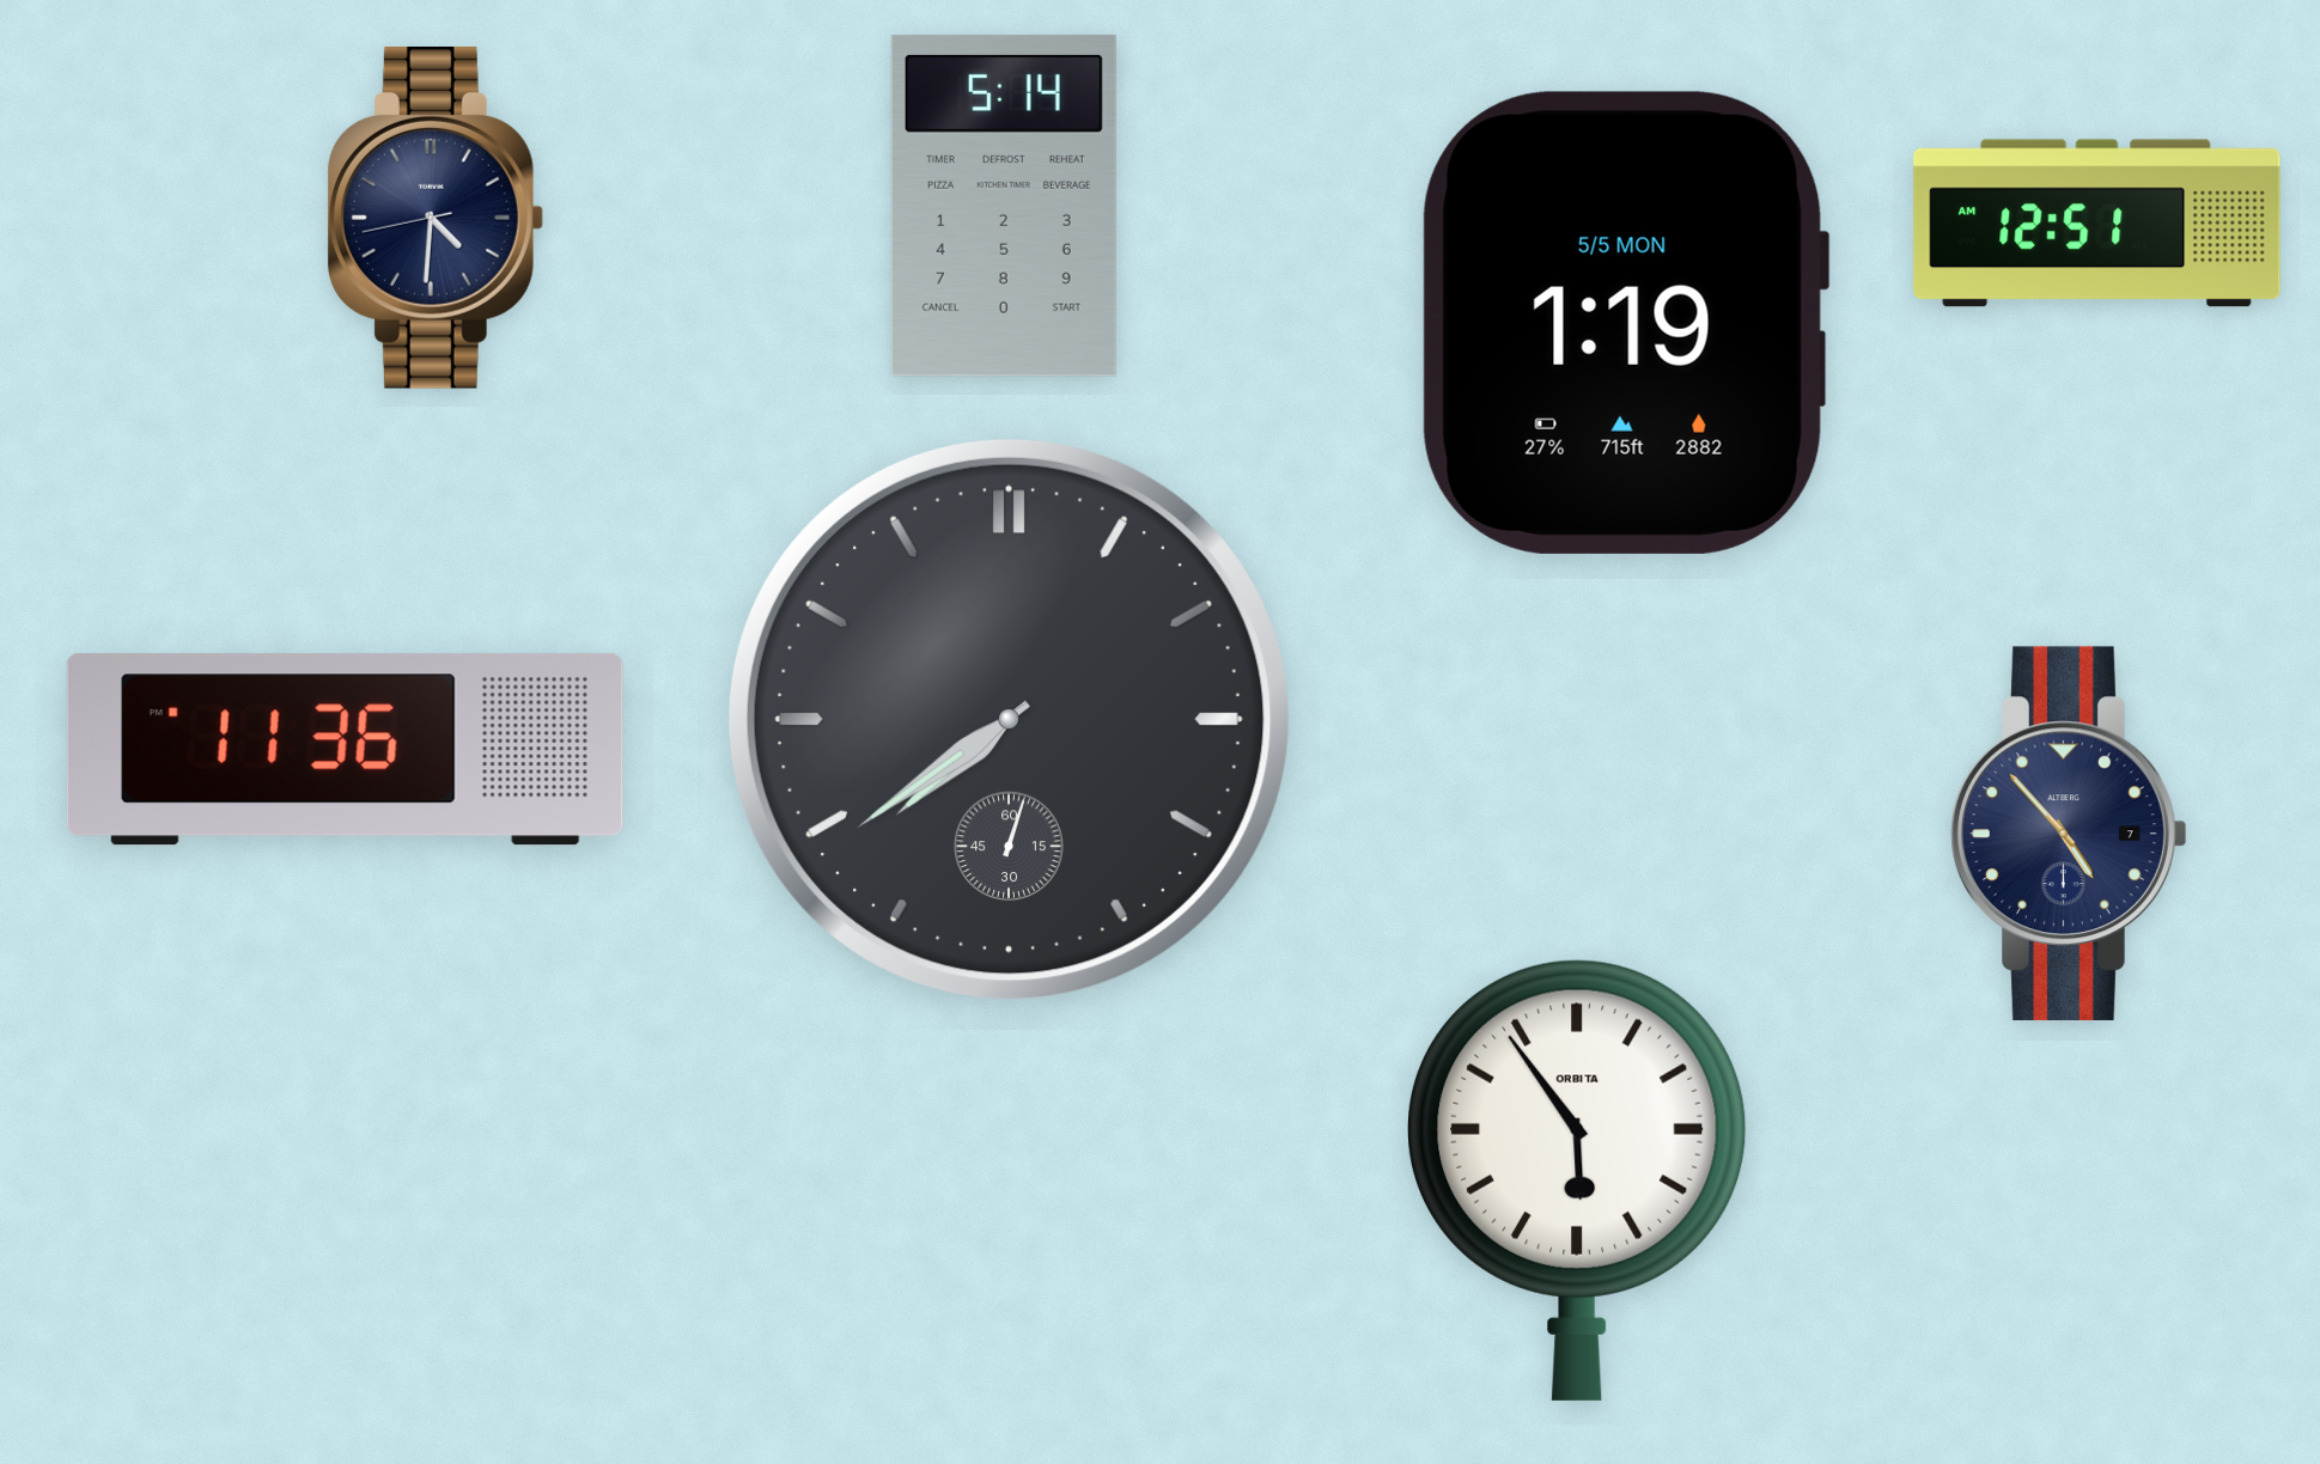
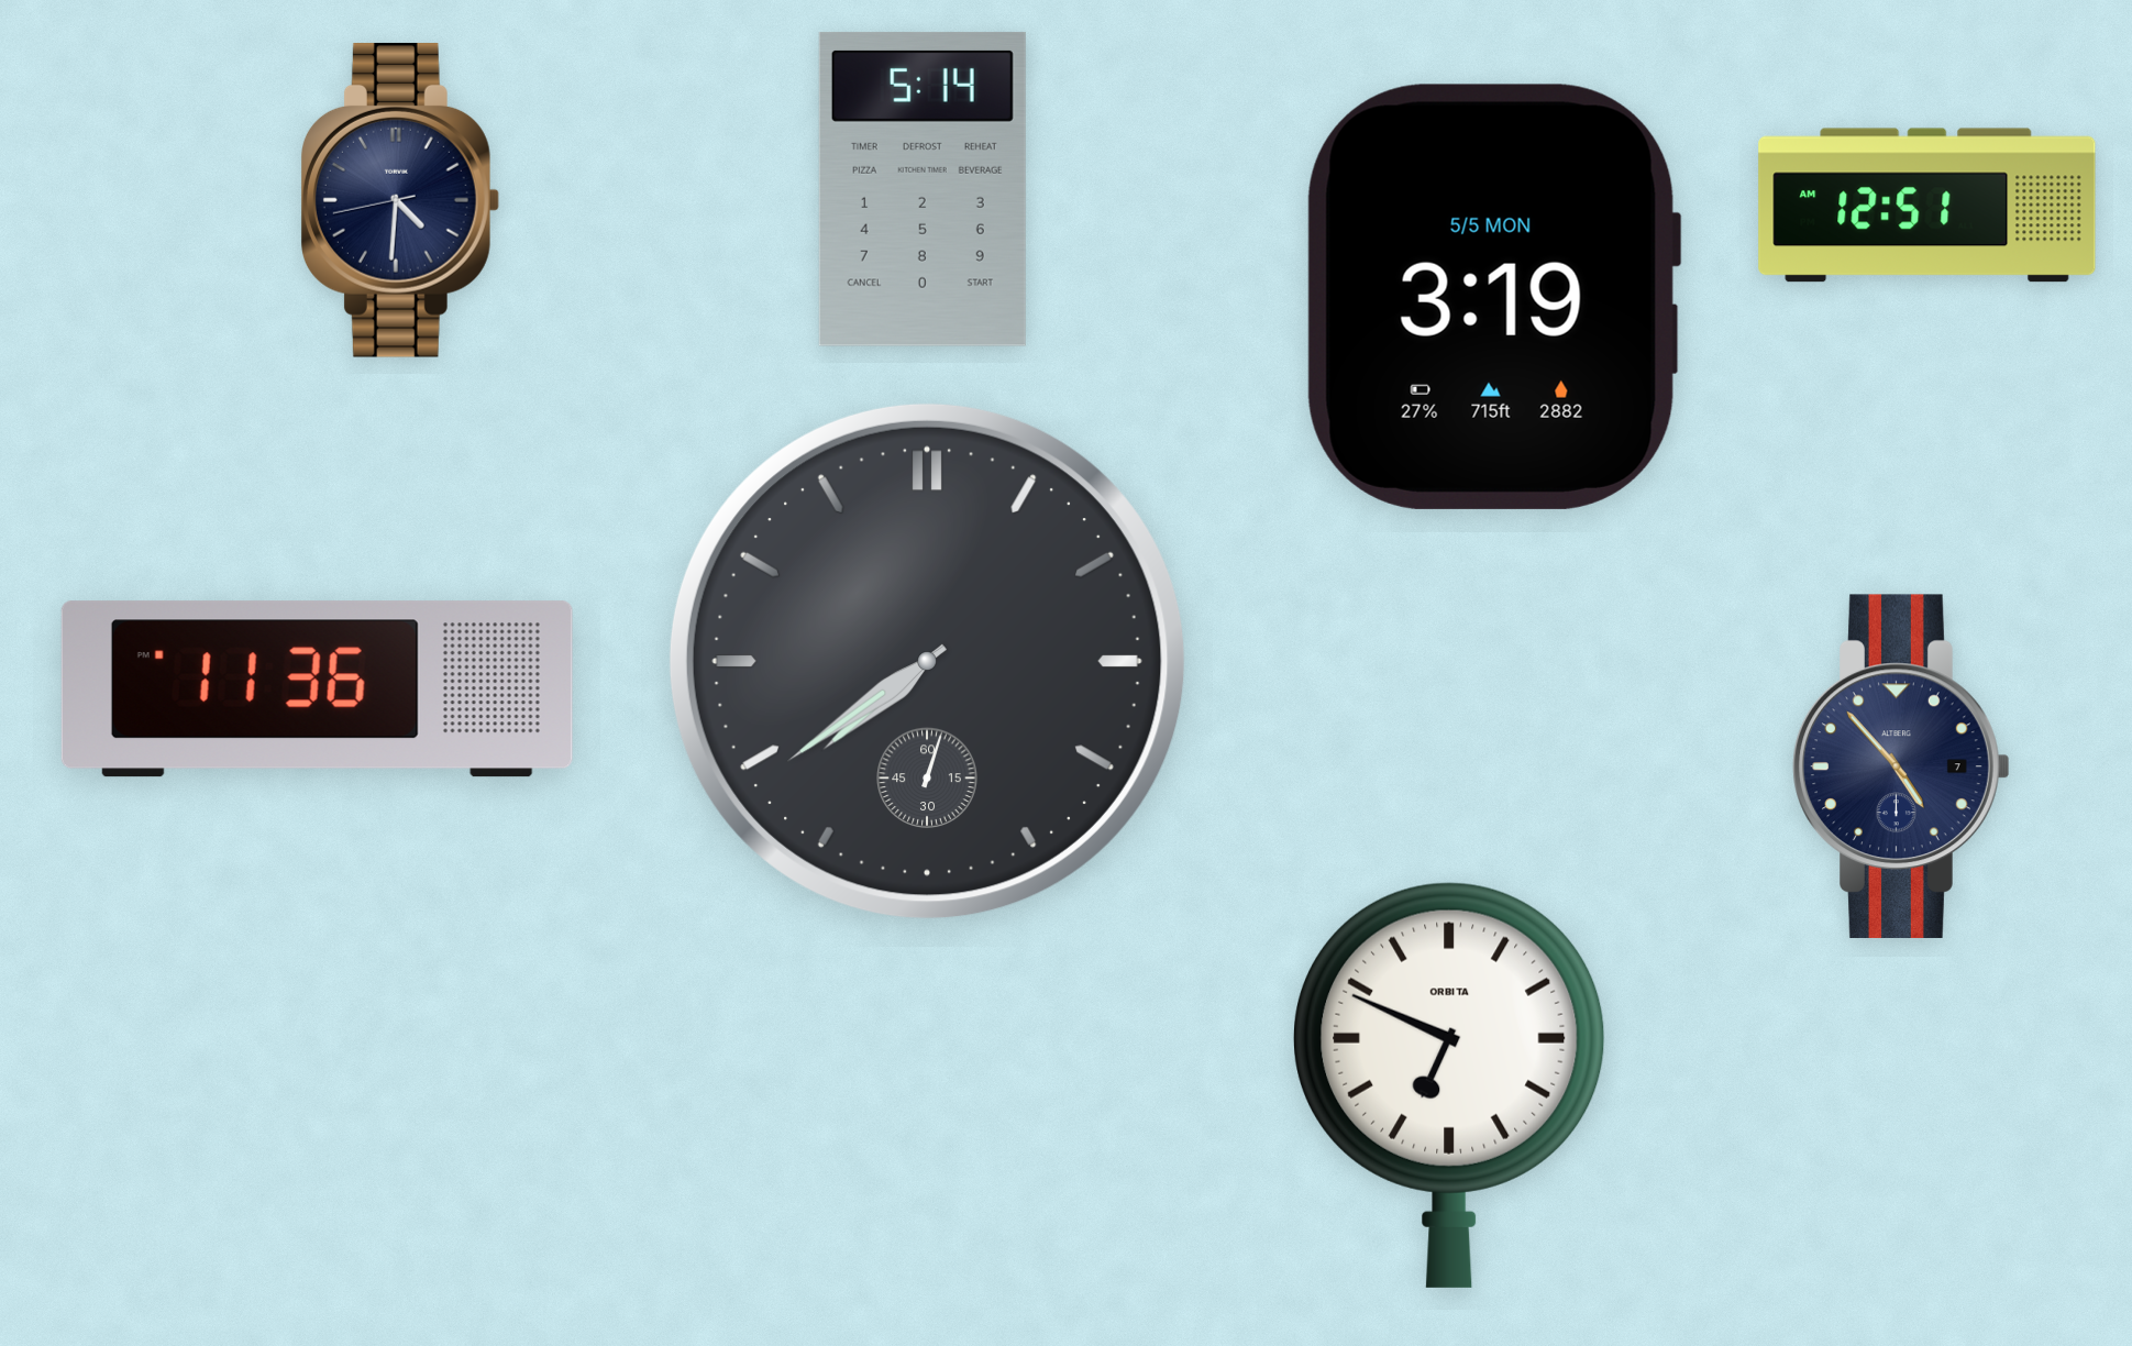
clock at (1626, 323): 1:19 -> 3:19
clock at (1578, 1179): 5:54 -> 6:49
